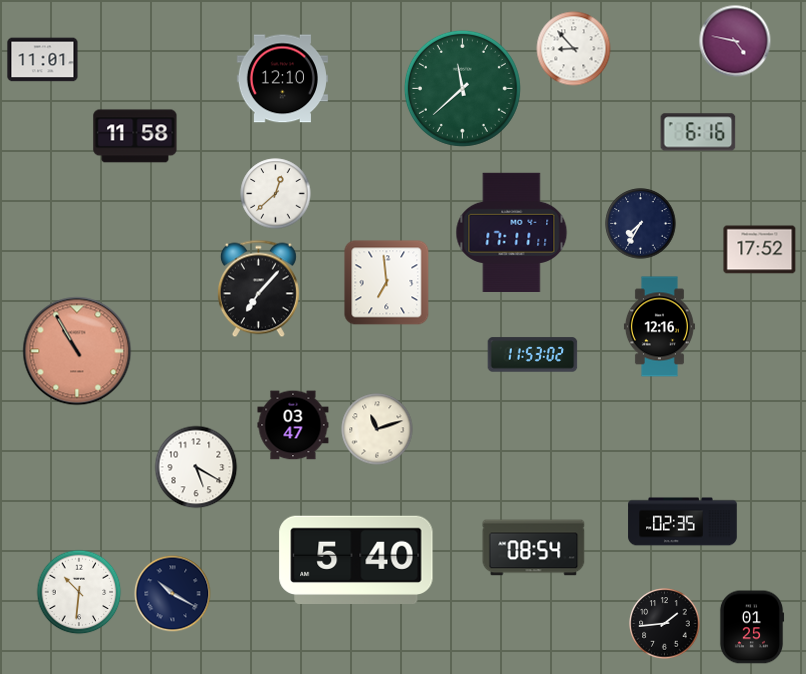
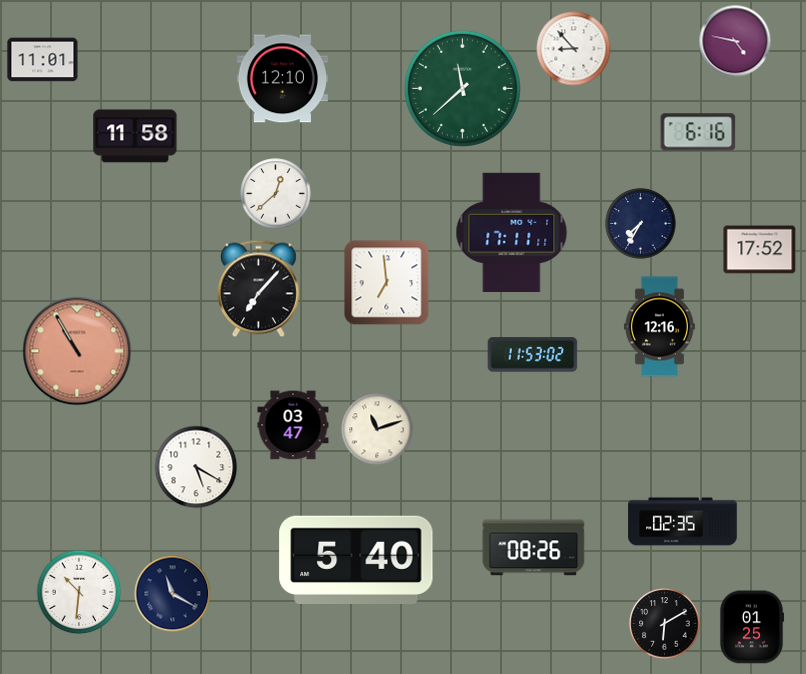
clock at (534, 548): 08:54 -> 08:26
clock at (173, 594): 10:20 -> 11:20
clock at (665, 624): 1:44 -> 6:10
